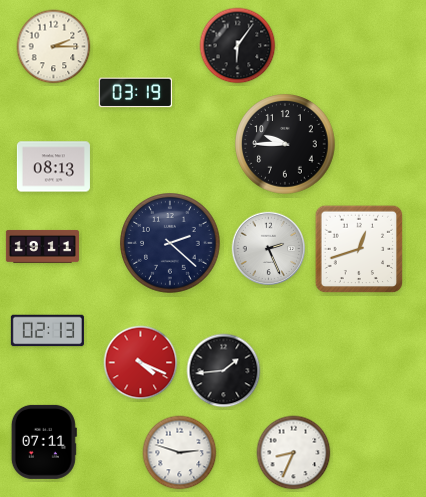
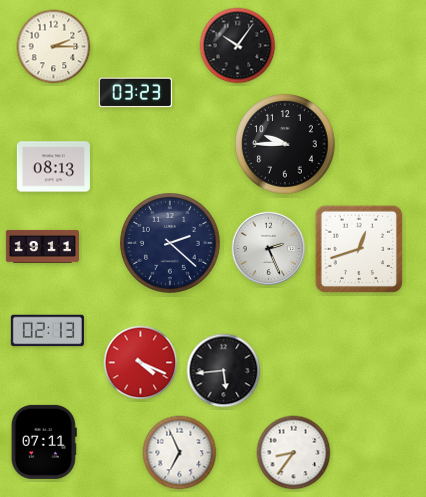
clock at (238, 46): 6:06 -> 10:06
clock at (135, 93): 03:19 -> 03:23
clock at (224, 371): 1:44 -> 5:44
clock at (180, 453): 2:48 -> 6:56
clock at (294, 453): 8:34 -> 8:36
